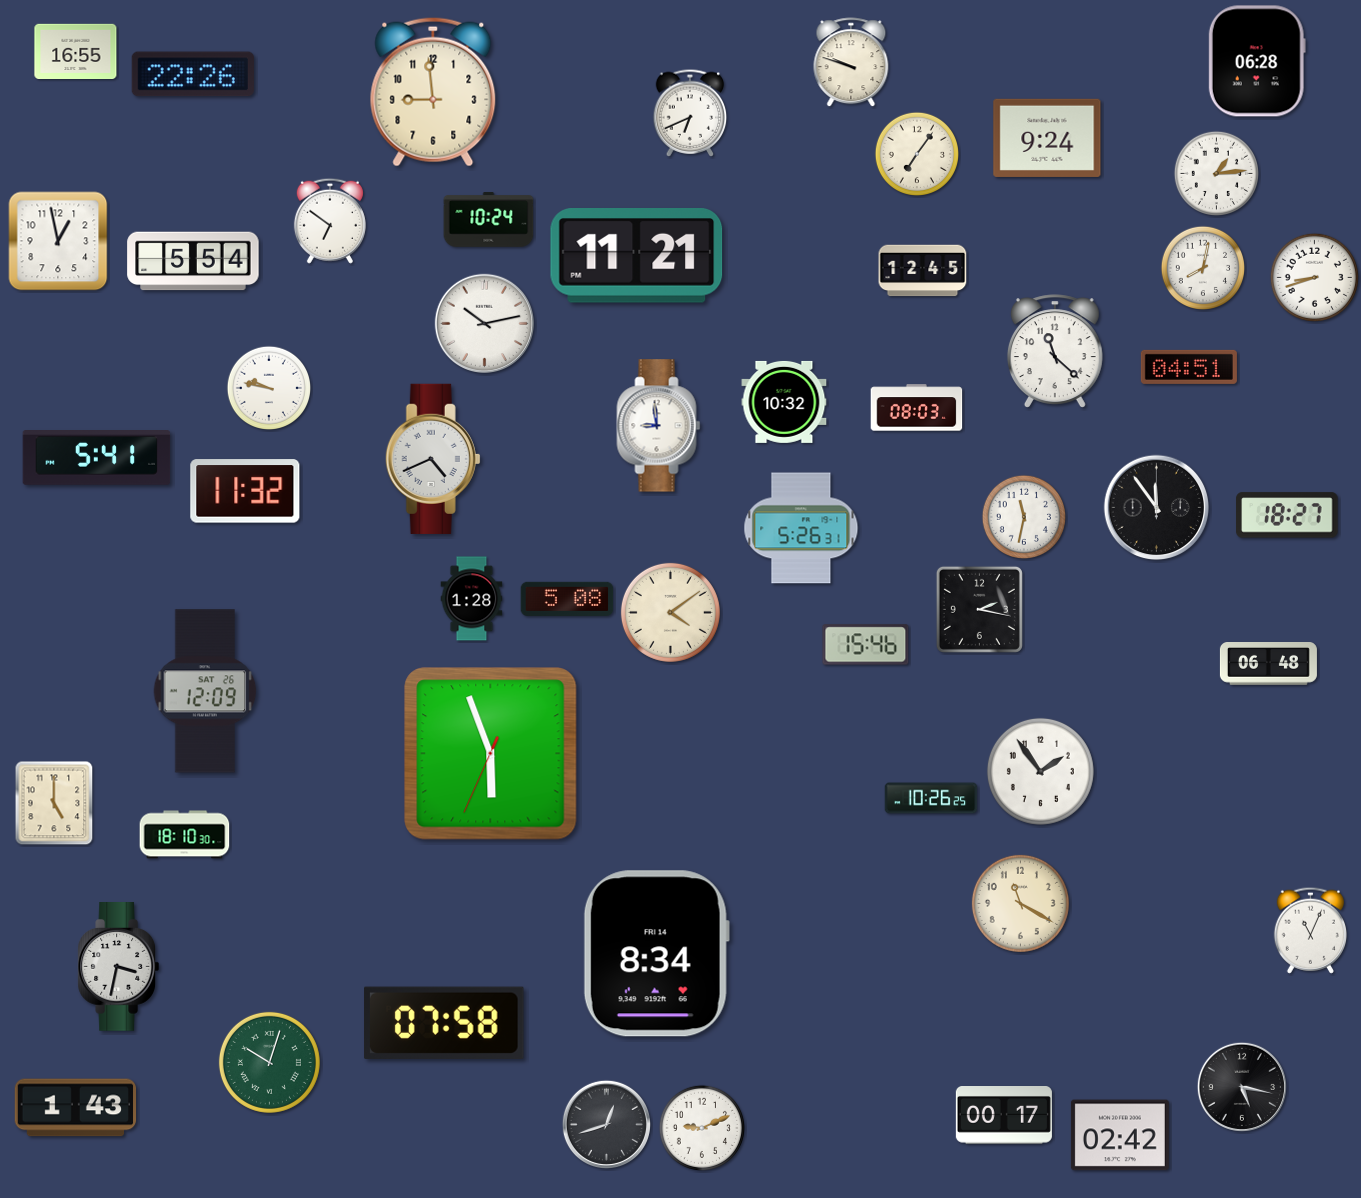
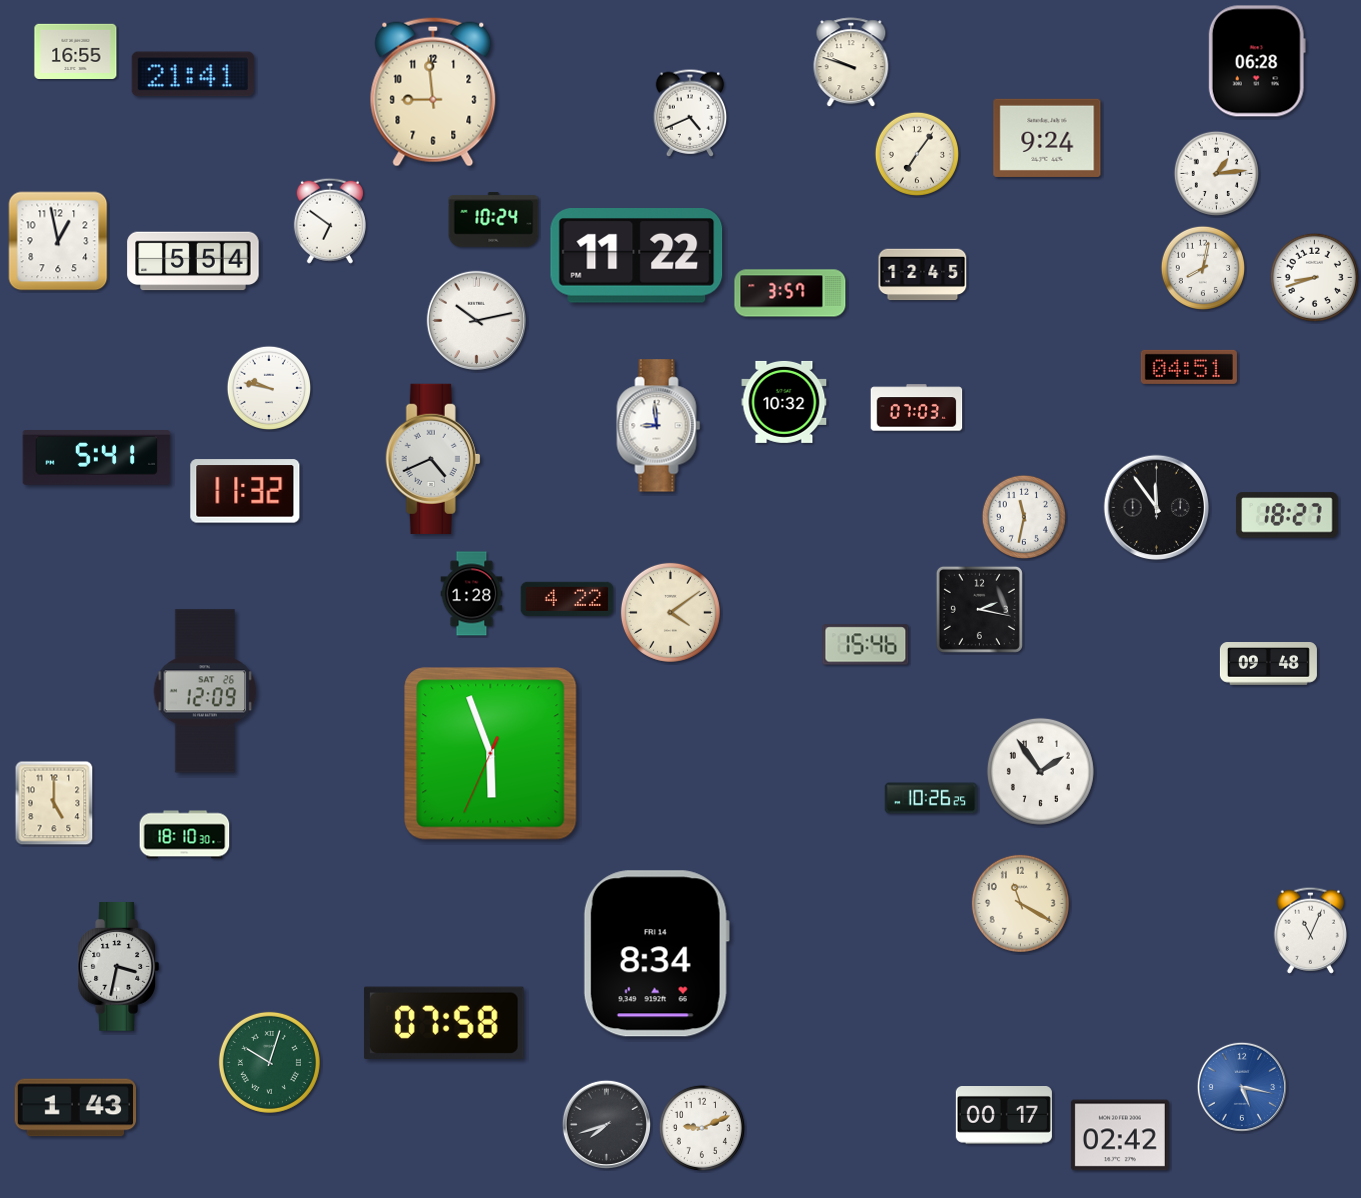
clock at (193, 74): 22:26 -> 21:41
clock at (690, 113): 6:41 -> 4:41
clock at (489, 220) position: (489, 220) -> (494, 220)
clock at (637, 256): 11:21 -> 11:22
clock at (923, 271) position: (923, 271) -> (923, 275)
clock at (790, 293): none -> 3:57
clock at (485, 324) position: (485, 324) -> (477, 321)
clock at (1055, 351): 11:22 -> none
clock at (917, 408): 08:03 -> 07:03
clock at (801, 528): 5:26 -> none
clock at (472, 599) position: (472, 599) -> (472, 594)
clock at (567, 599): 5:08 -> 4:22
clock at (1268, 664): 06:48 -> 09:48
clock at (1242, 1087) dial: black -> blue
clock at (606, 1124): 12:42 -> 7:42
